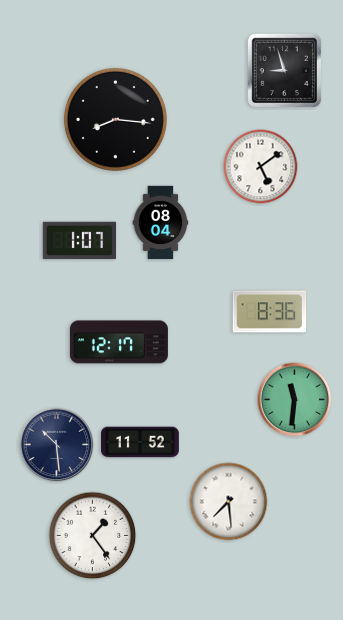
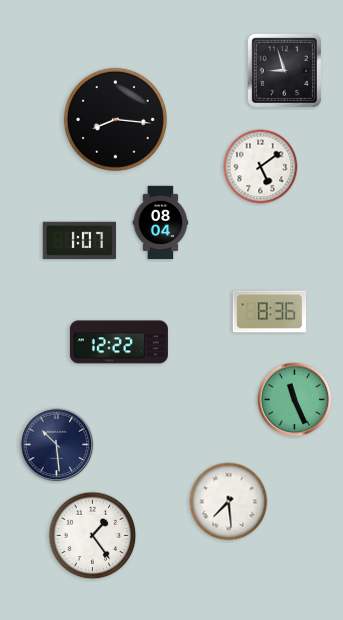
clock at (119, 342): 12:17 -> 12:22
clock at (295, 400): 11:31 -> 11:26
clock at (141, 442): 11:52 -> none
